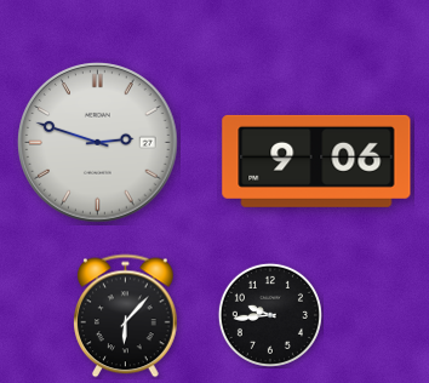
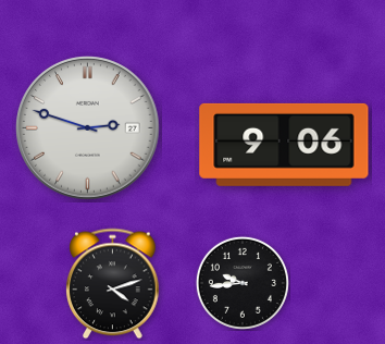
clock at (126, 316): 6:07 -> 4:12
